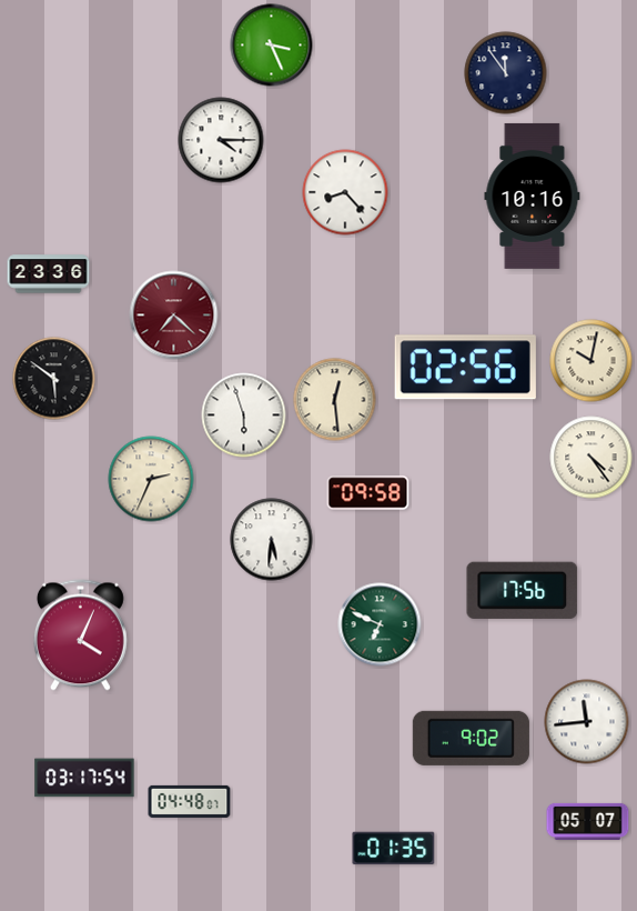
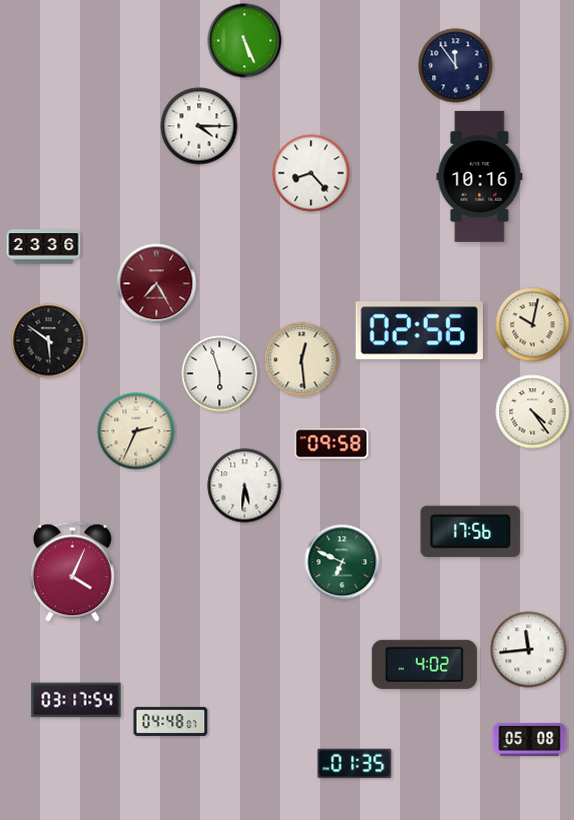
clock at (272, 46): 3:26 -> 5:26
clock at (174, 316): 7:22 -> 7:25
clock at (471, 738): 9:02 -> 4:02
clock at (588, 821): 05:07 -> 05:08
